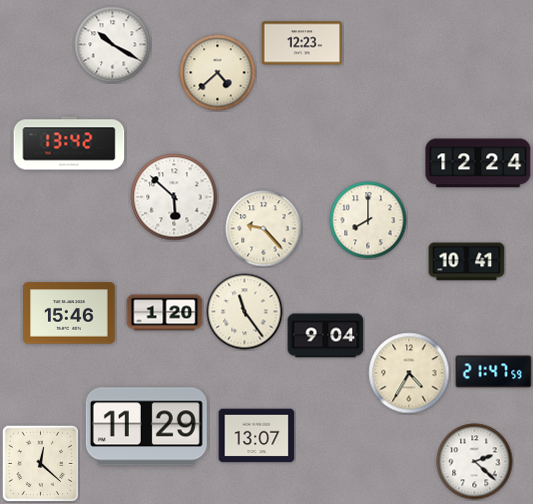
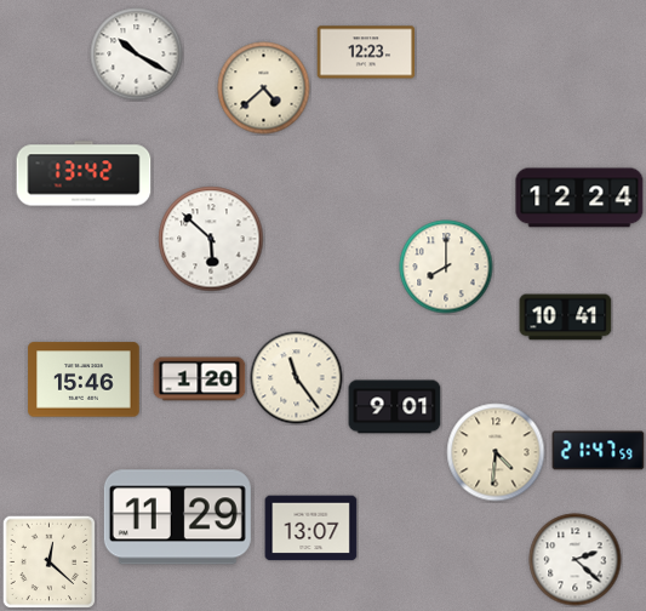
clock at (264, 229): 9:23 -> none
clock at (326, 336): 9:04 -> 9:01
clock at (409, 373): 4:35 -> 4:31
